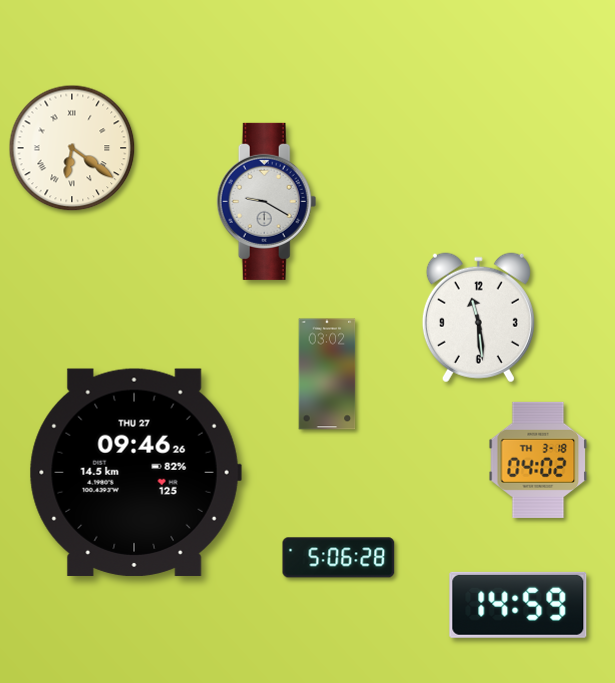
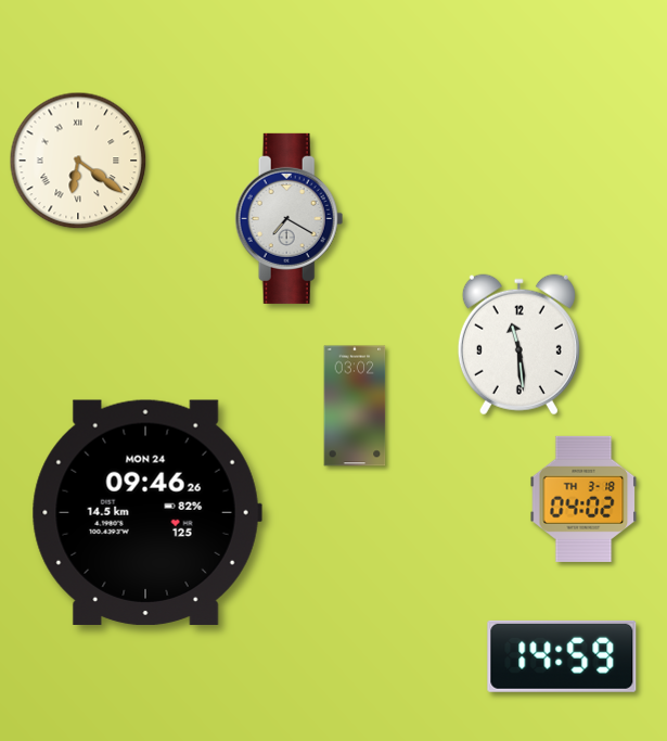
clock at (267, 201): 9:20 -> 7:20
clock at (135, 472) date: THU 27 -> MON 24
clock at (339, 558): 5:06 -> none
